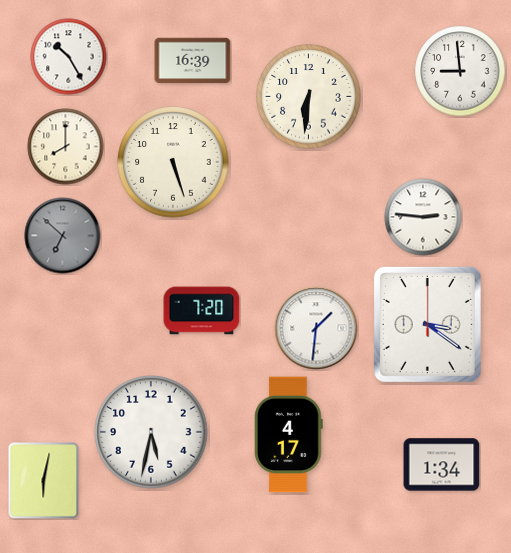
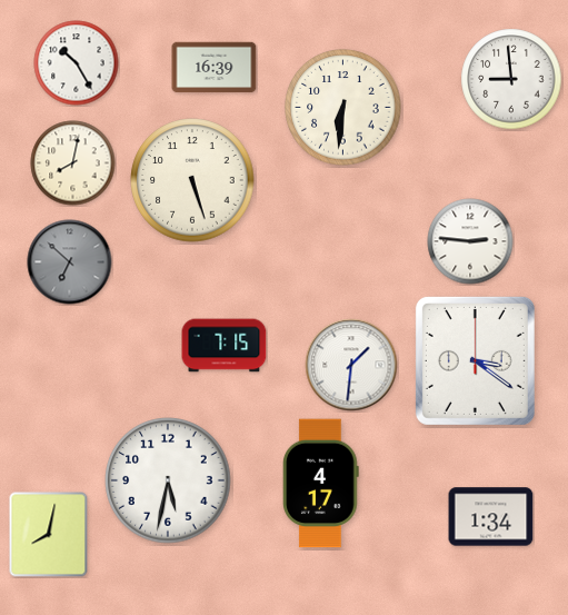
clock at (66, 147): 8:00 -> 8:02
clock at (202, 311): 7:20 -> 7:15
clock at (44, 481): 6:02 -> 8:02
